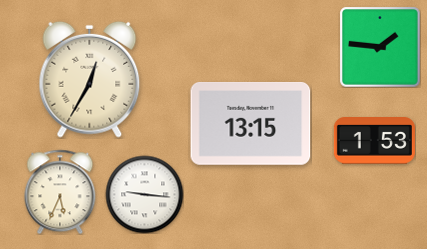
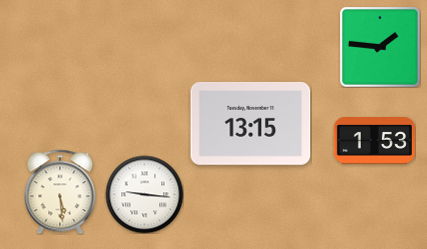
clock at (90, 79): 12:35 -> none
clock at (60, 192): 5:34 -> 5:29
